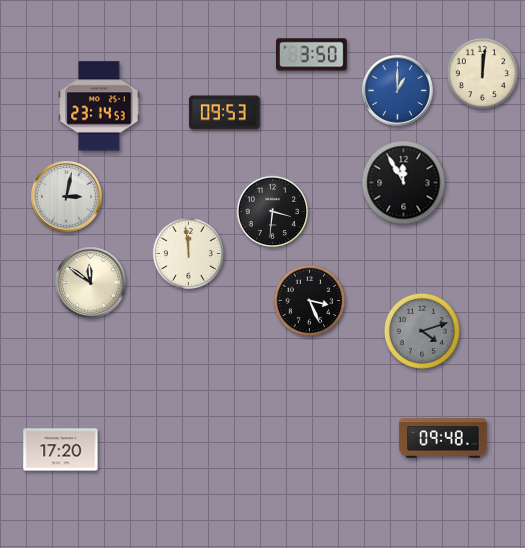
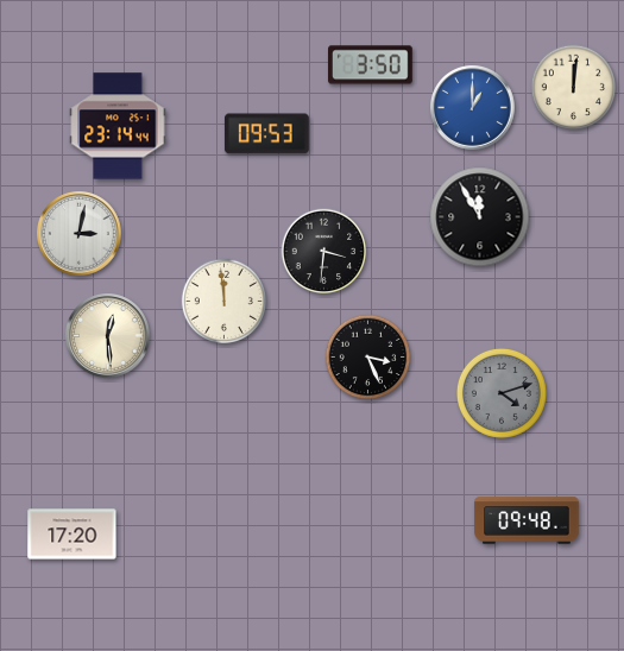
clock at (99, 106): 23:14:53 -> 23:14:44
clock at (91, 283): 11:51 -> 12:29
